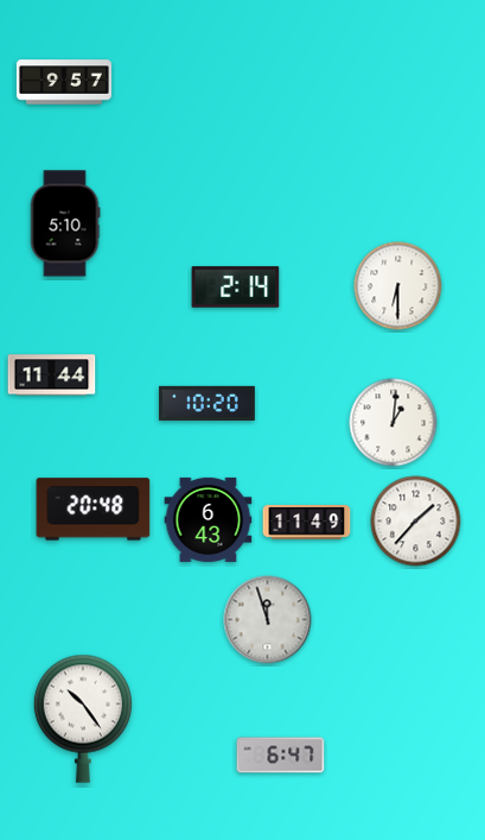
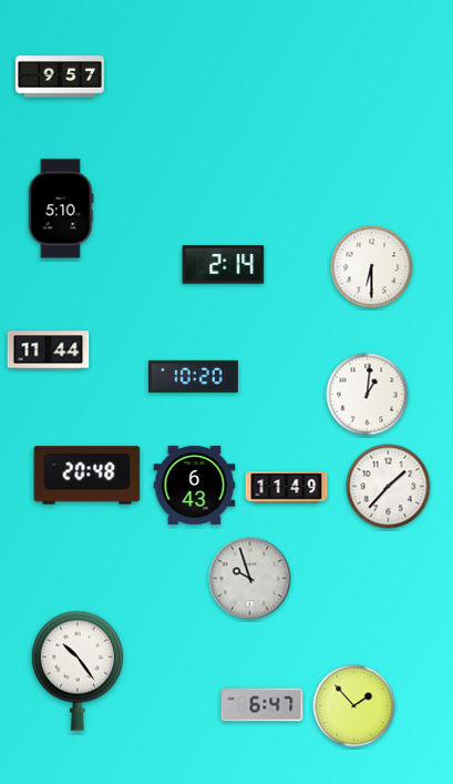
clock at (236, 288) position: (236, 288) -> (224, 265)
clock at (268, 620): 11:57 -> 9:57
clock at (354, 706): none -> 1:53
